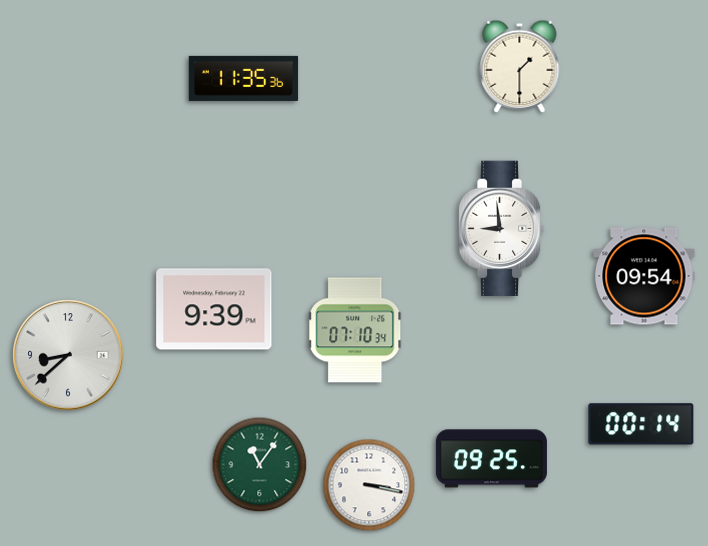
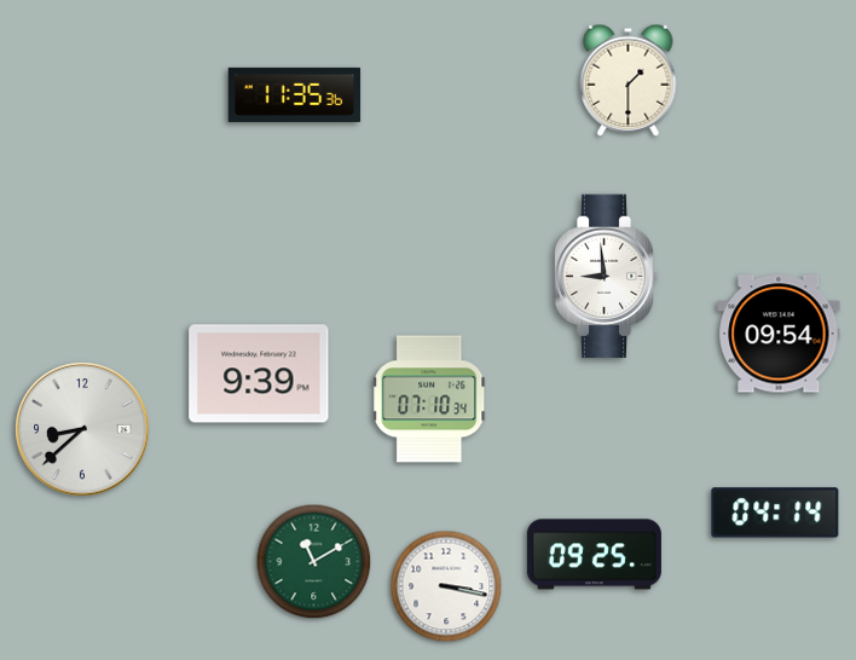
clock at (641, 424): 00:14 -> 04:14
clock at (260, 465): 11:06 -> 11:10
